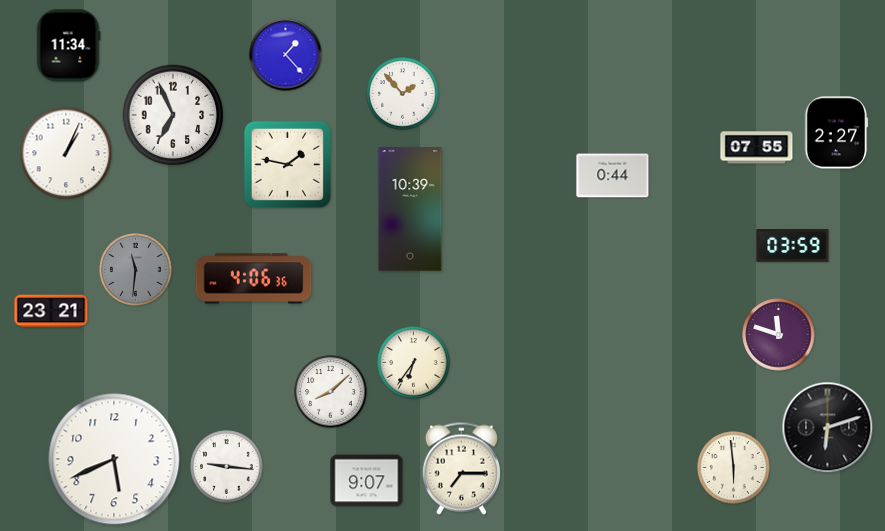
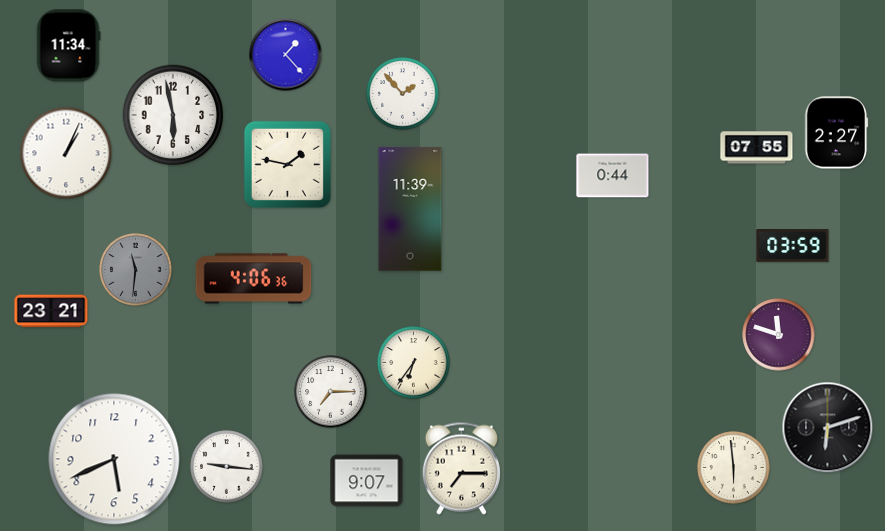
clock at (173, 115): 6:56 -> 5:58
clock at (410, 209): 10:39 -> 11:39
clock at (331, 392): 8:08 -> 7:15
